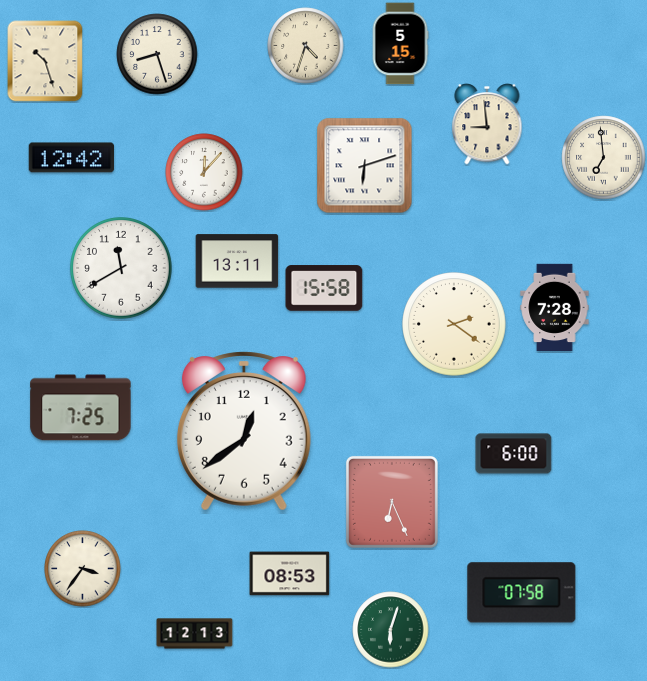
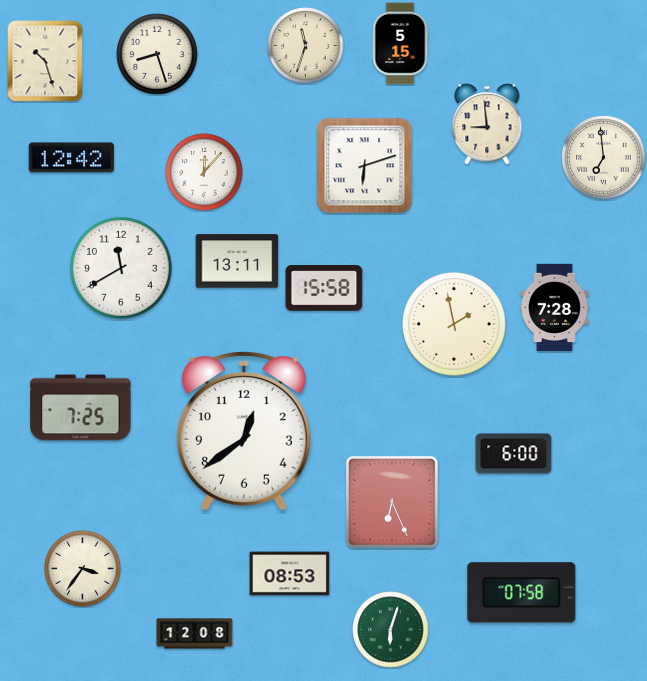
clock at (306, 46): 4:33 -> 11:33
clock at (454, 324): 2:21 -> 1:58
clock at (195, 634): 12:13 -> 12:08
